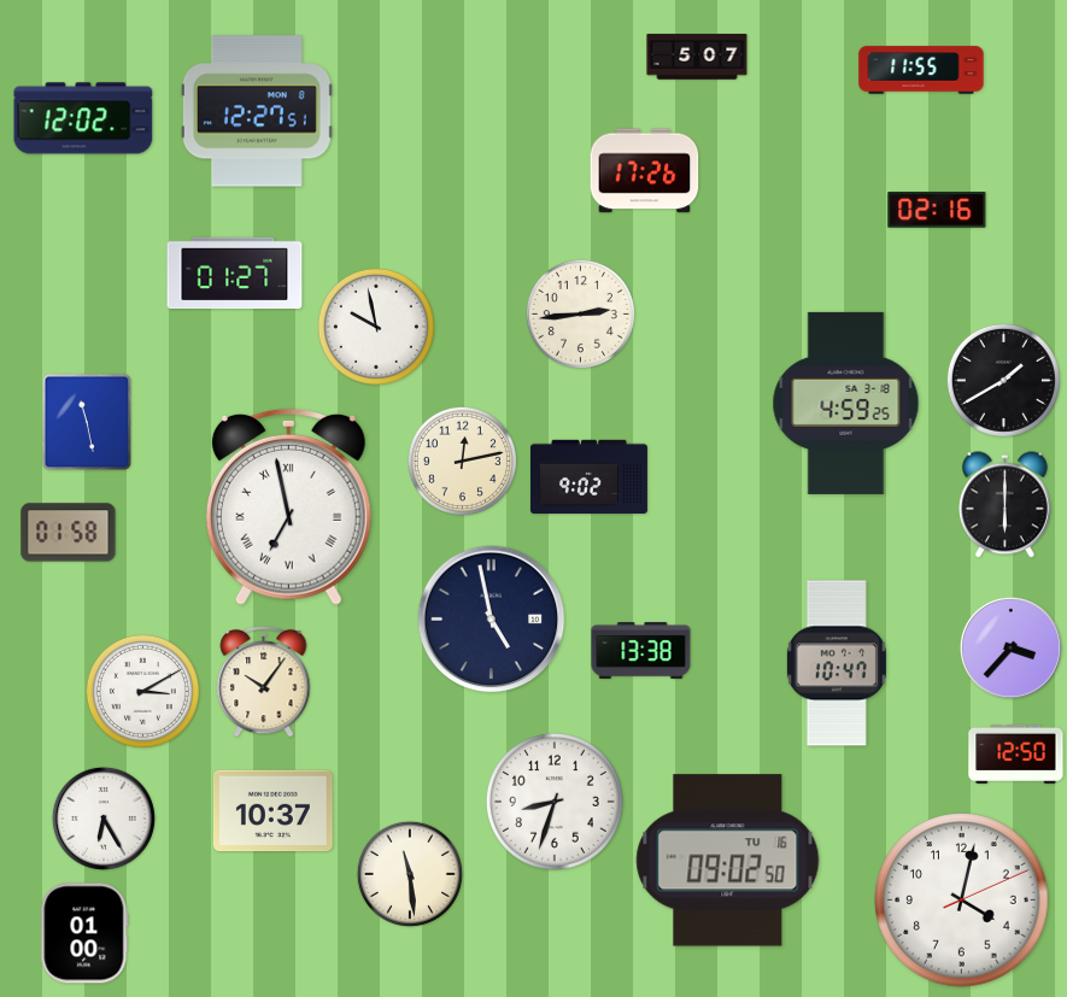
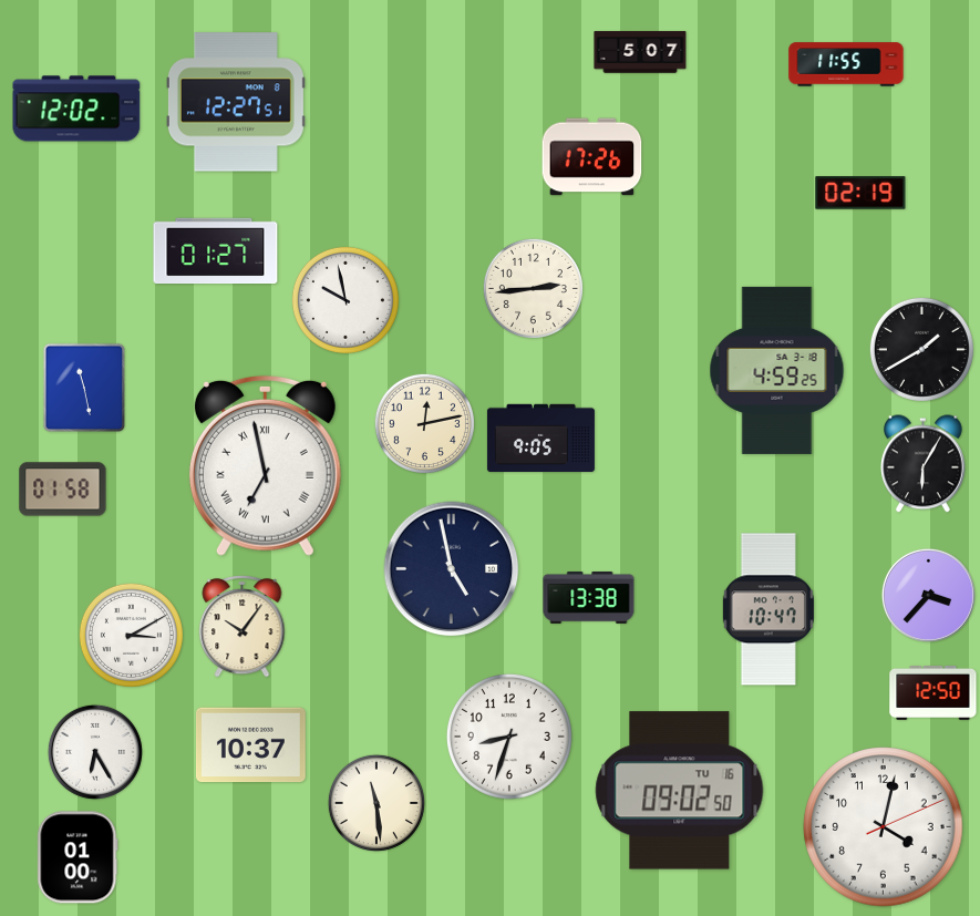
clock at (937, 210): 02:16 -> 02:19
clock at (87, 422) position: (87, 422) -> (84, 388)
clock at (588, 477): 9:02 -> 9:05
clock at (1004, 505): 6:00 -> 6:05
clock at (728, 861) position: (728, 861) -> (680, 791)
